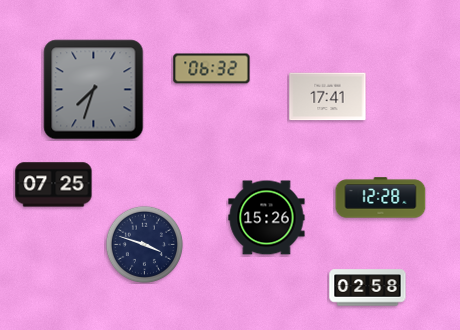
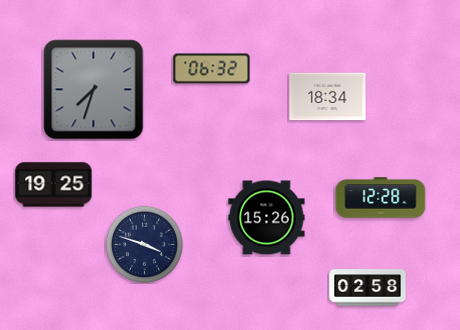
clock at (328, 97): 17:41 -> 18:34
clock at (54, 185): 07:25 -> 19:25
